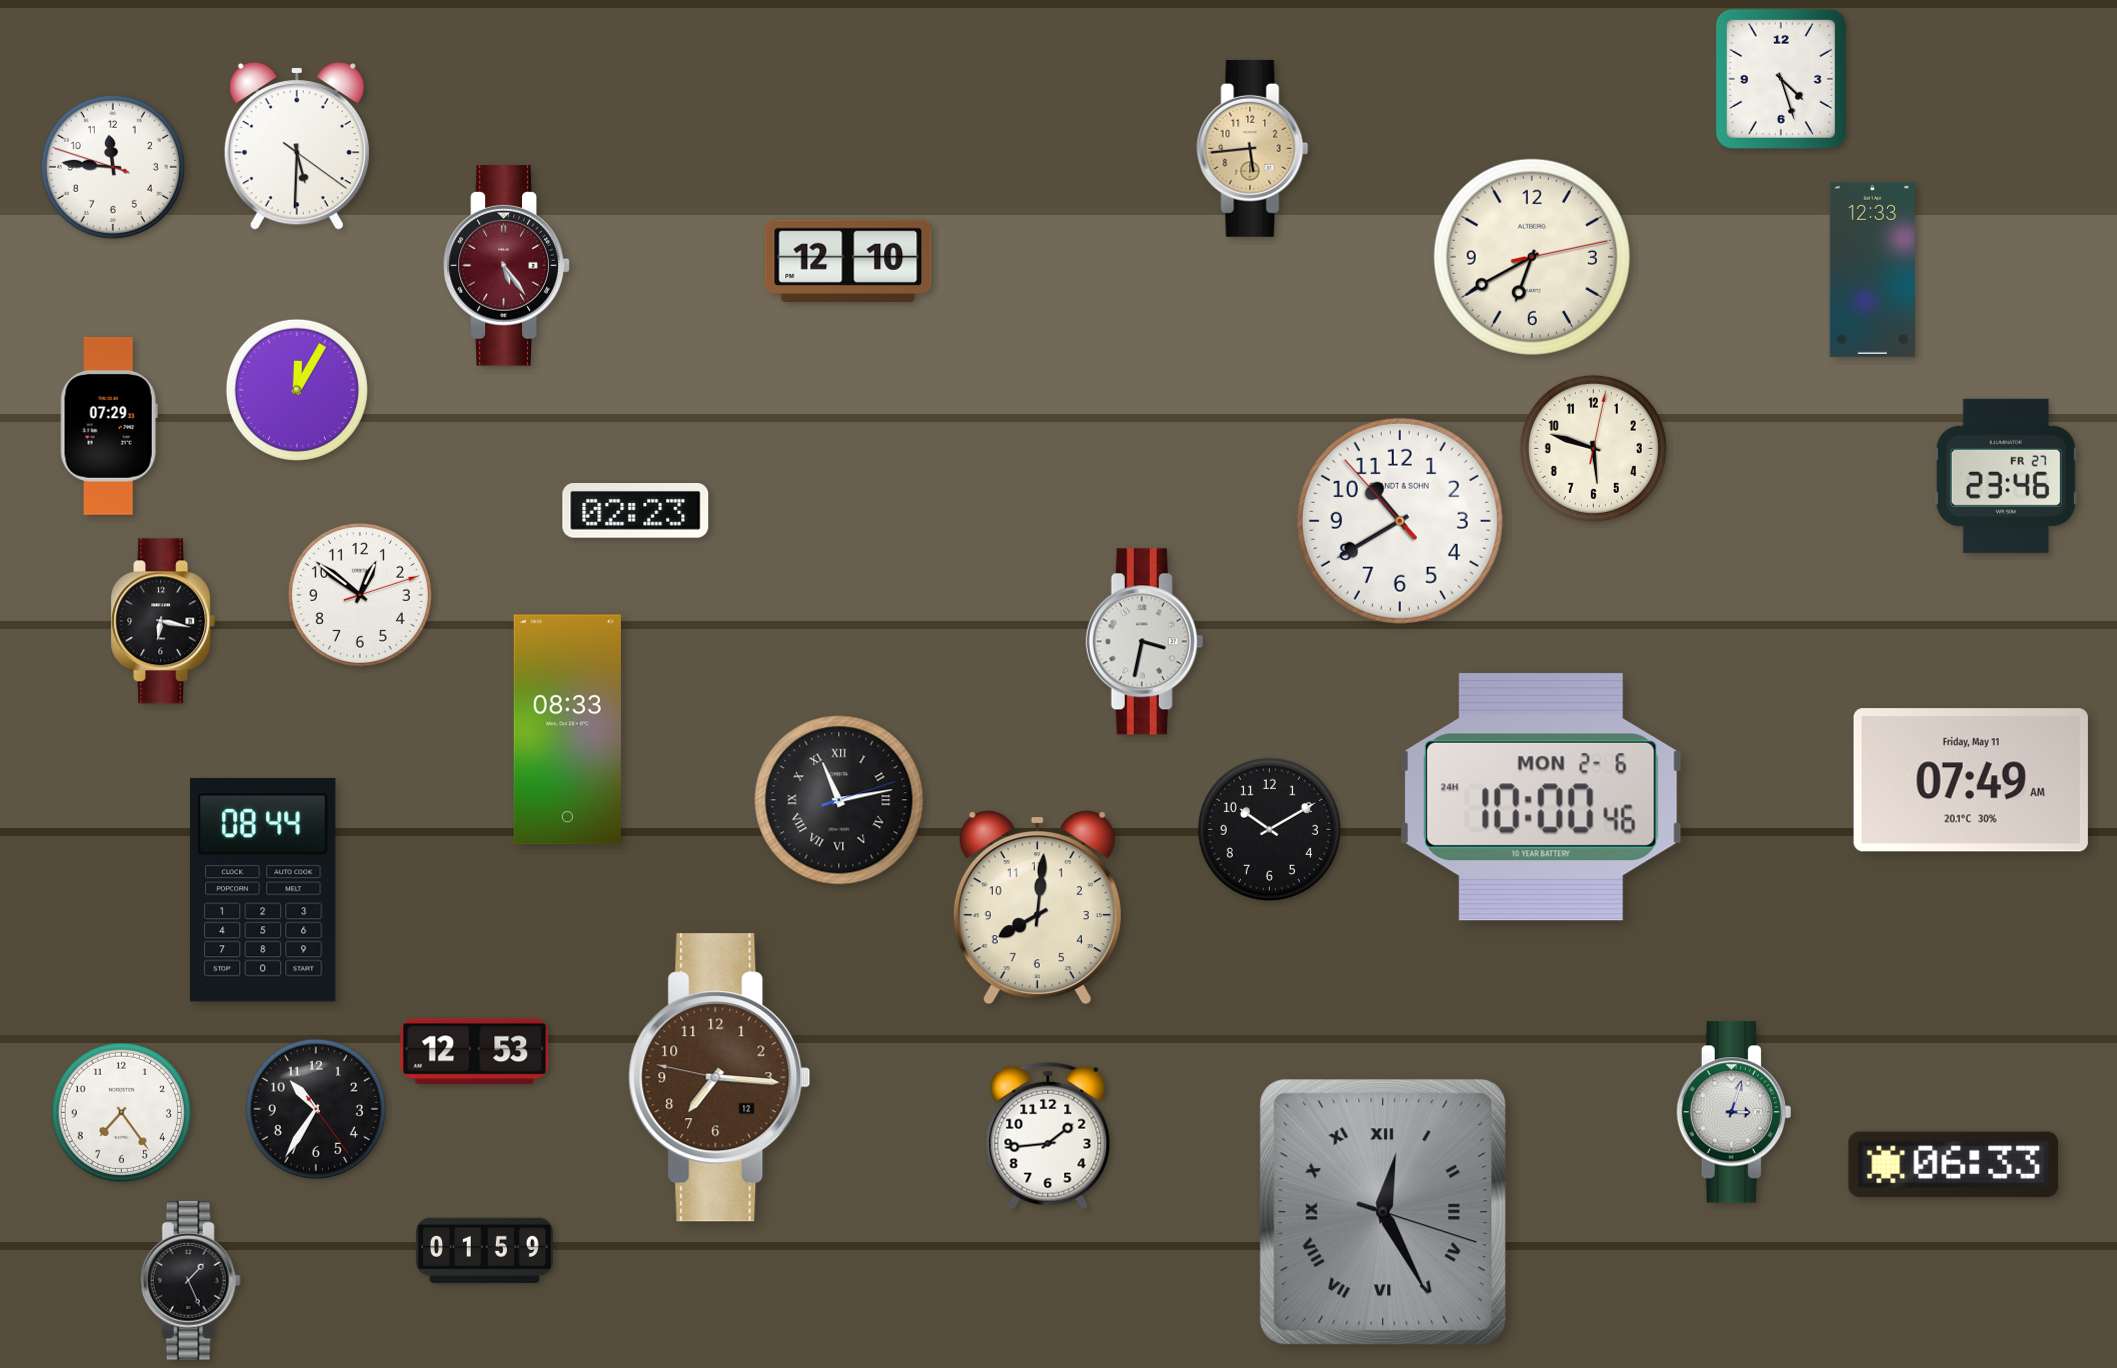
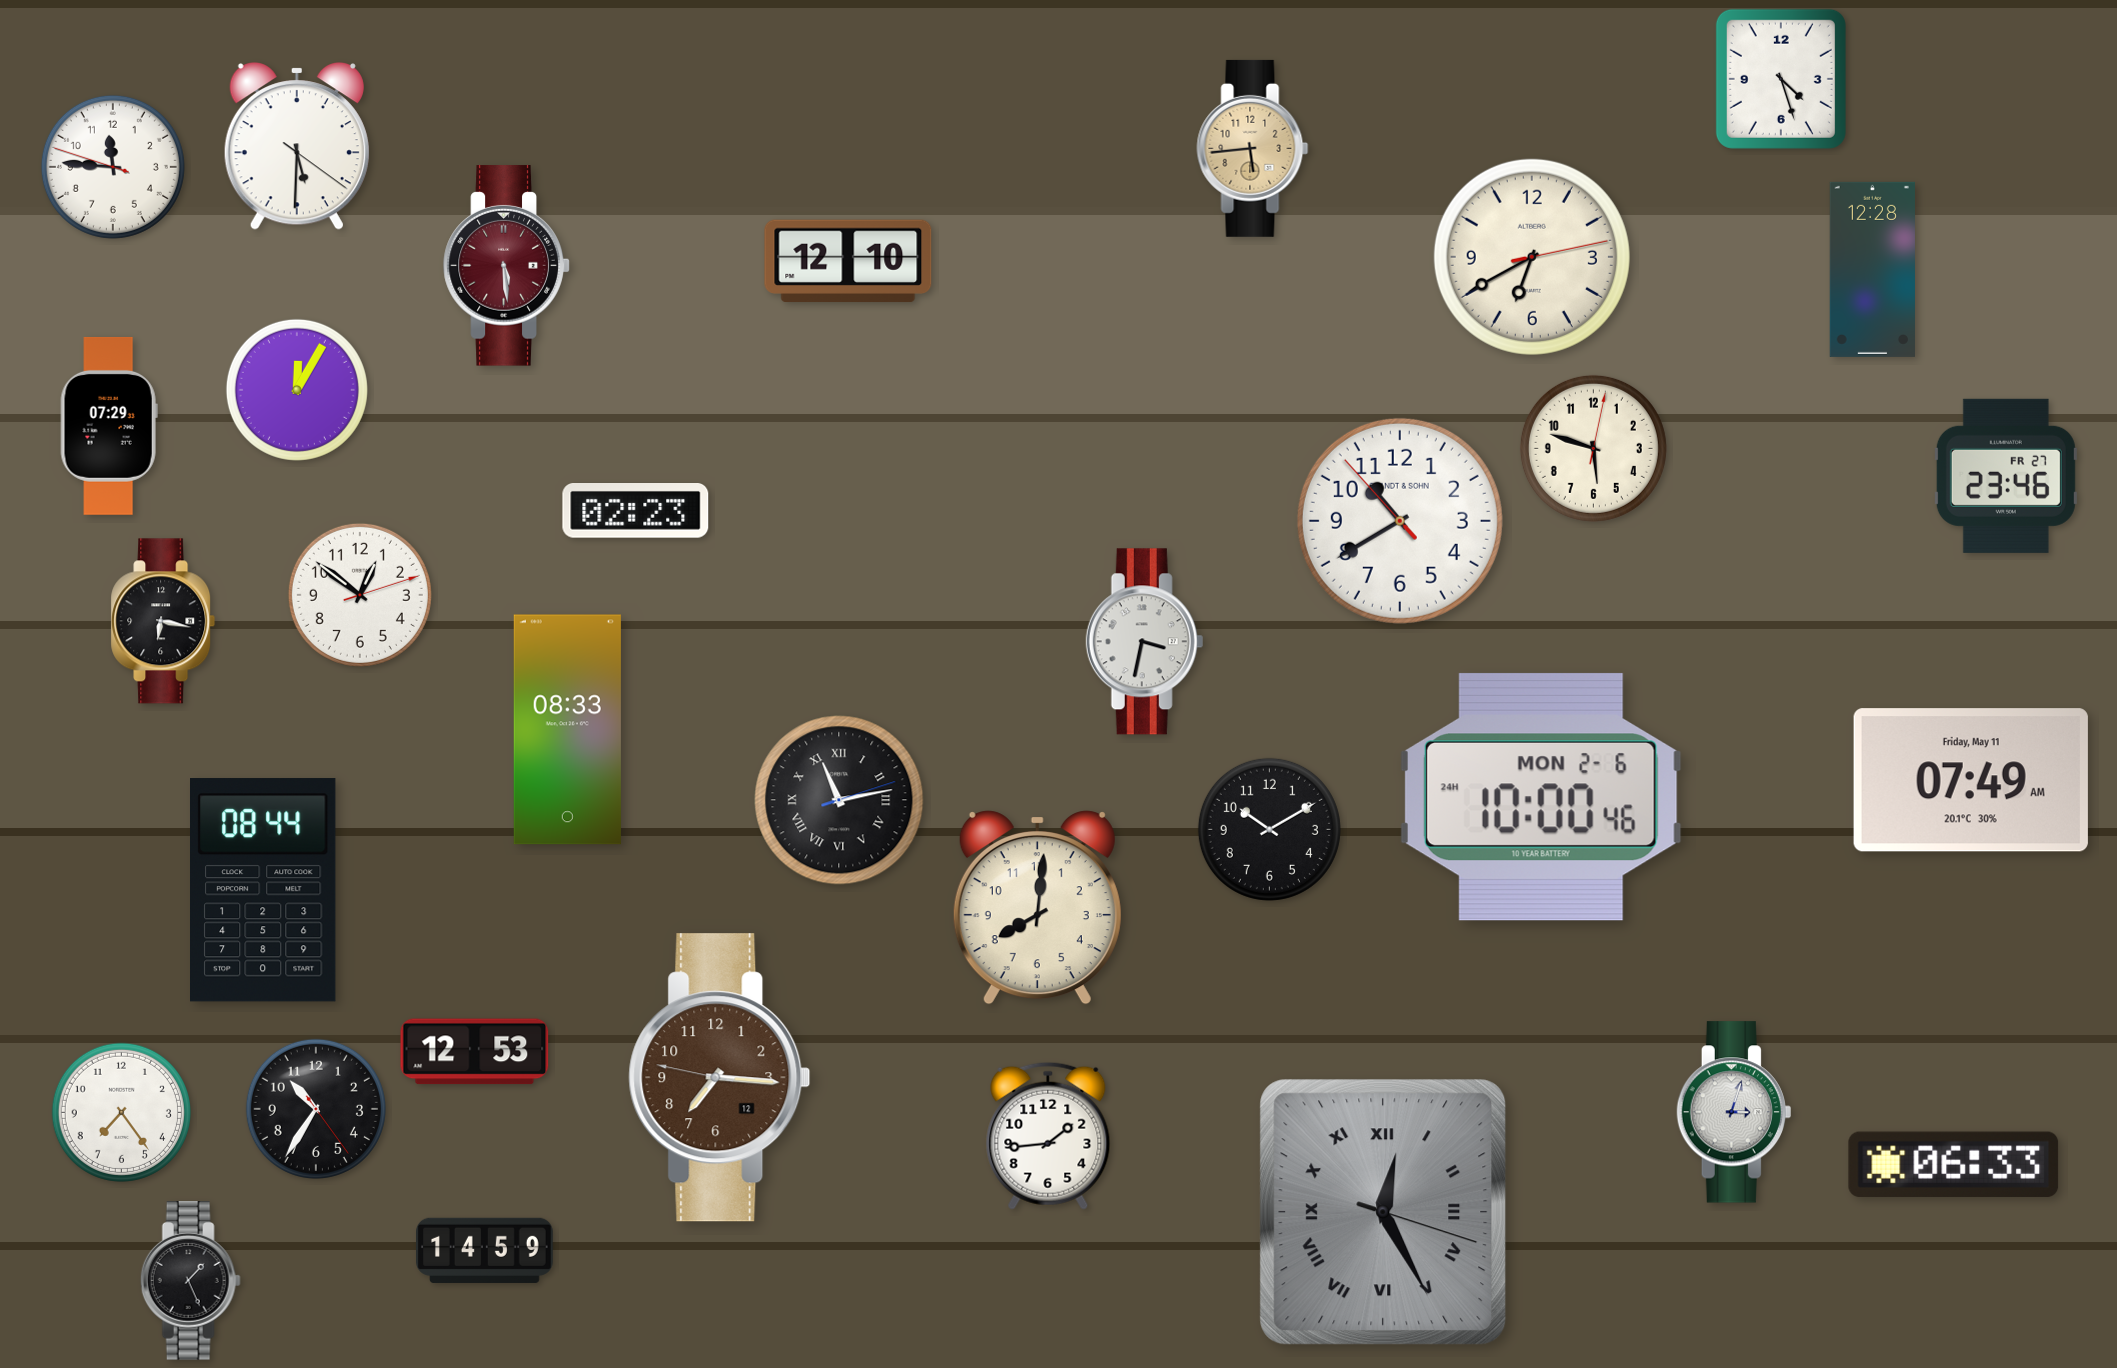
clock at (507, 266): 5:24 -> 5:29
clock at (1872, 269): 12:33 -> 12:28
clock at (485, 1250): 01:59 -> 14:59
